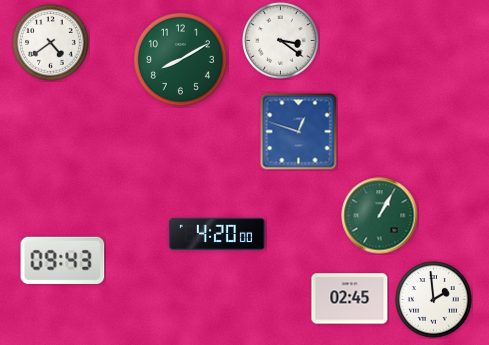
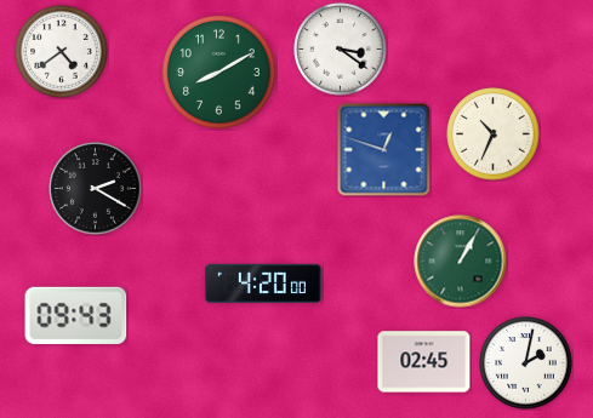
clock at (494, 134): none -> 10:34
clock at (299, 132) position: (299, 132) -> (384, 150)
clock at (96, 189): none -> 2:20
clock at (434, 300): 1:59 -> 2:02
